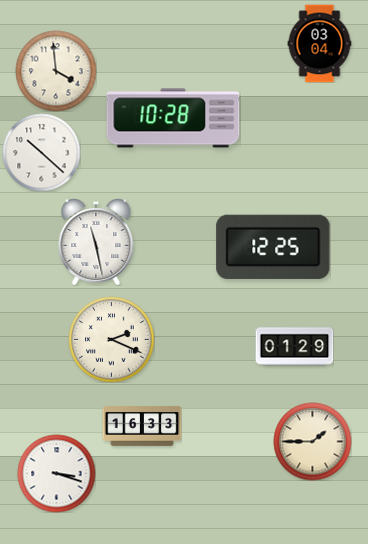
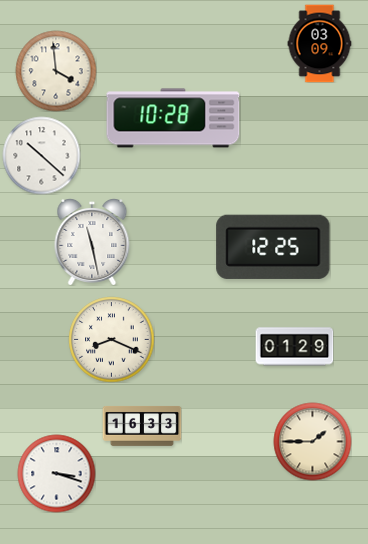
clock at (320, 43): 03:04 -> 03:09
clock at (41, 152) position: (41, 152) -> (41, 155)
clock at (96, 242) position: (96, 242) -> (92, 242)
clock at (111, 339): 2:19 -> 8:19
